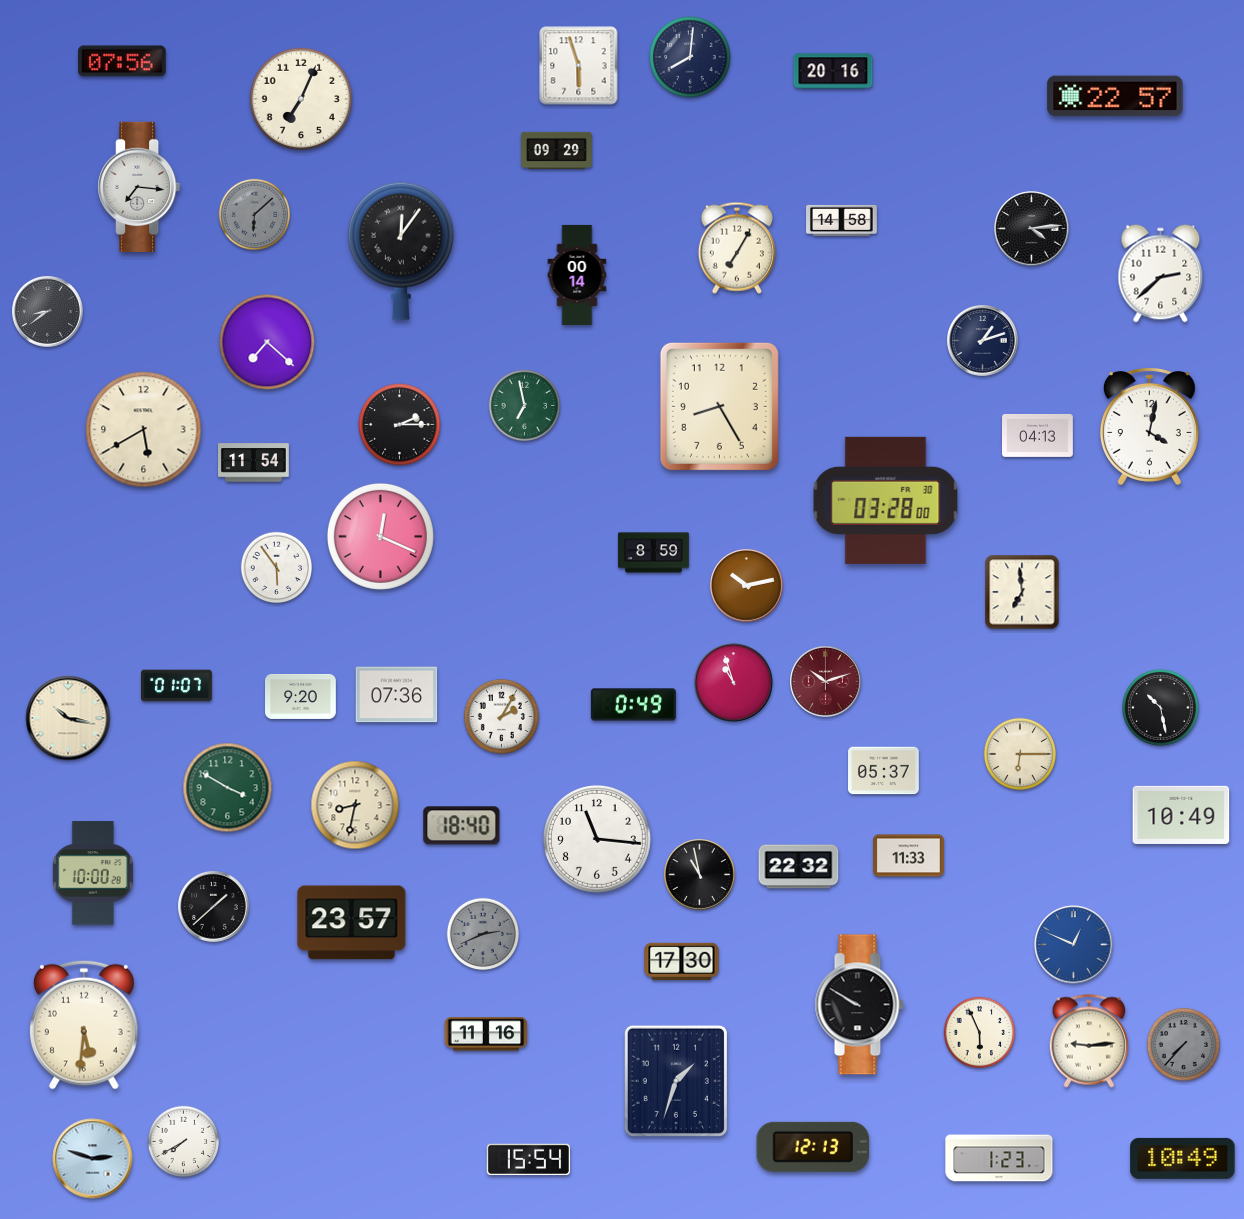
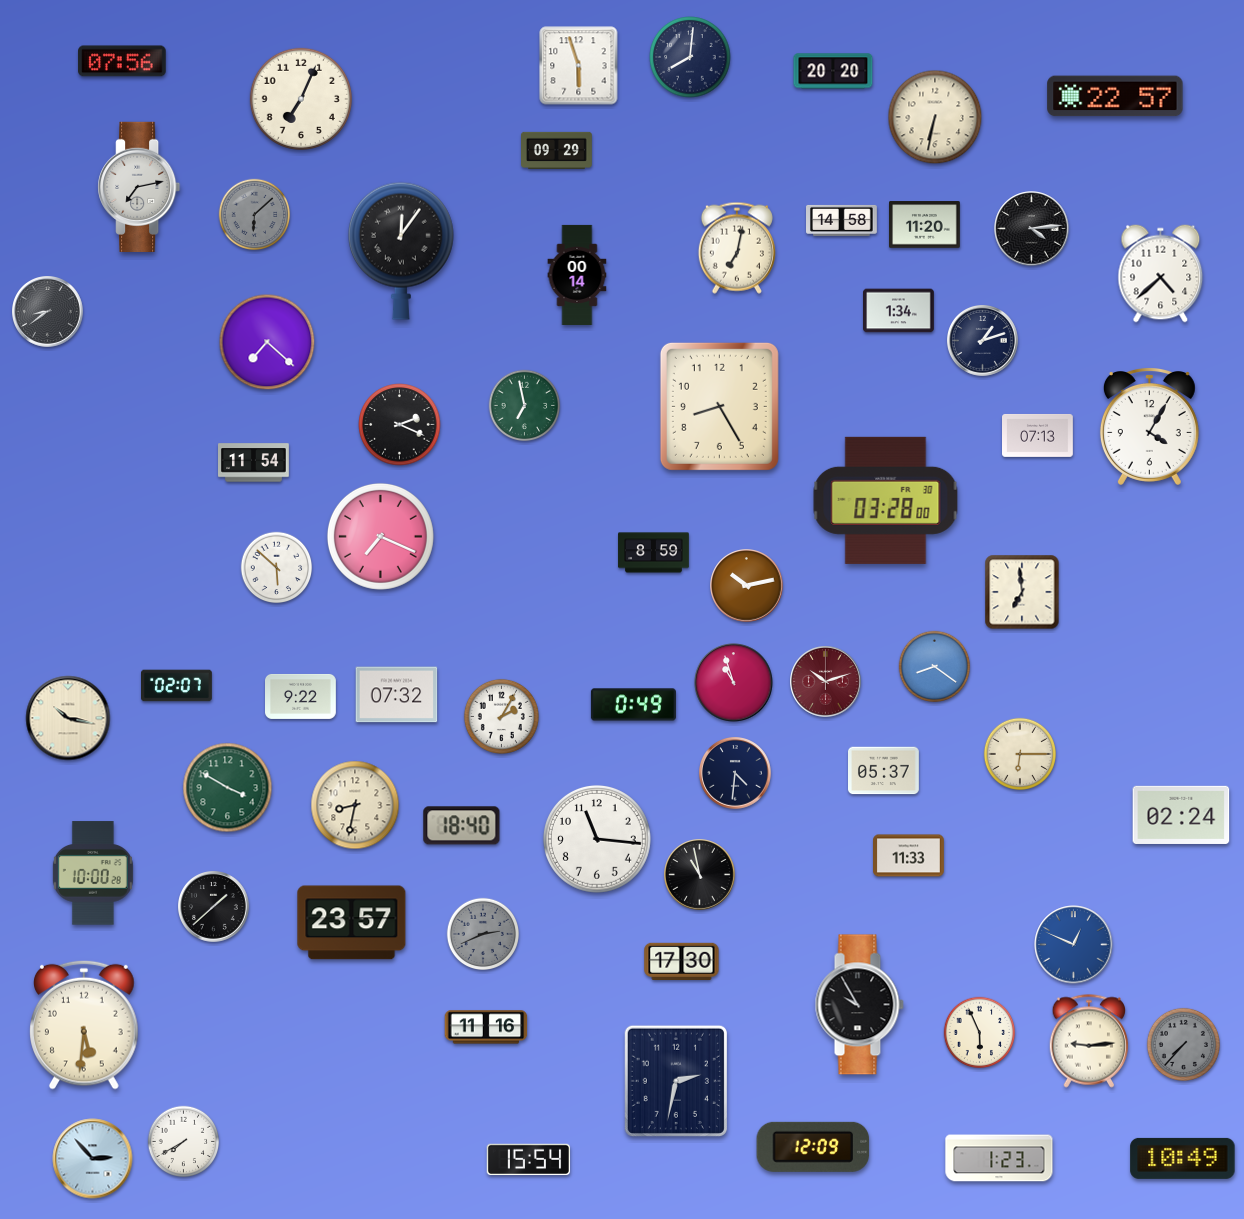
clock at (833, 71): 20:16 -> 20:20
clock at (935, 117): none -> 6:32
clock at (139, 187): 7:16 -> 7:13
clock at (925, 225): none -> 11:20
clock at (737, 248): 7:05 -> 7:02
clock at (1161, 274): 2:38 -> 4:38
clock at (899, 311): none -> 1:34
clock at (400, 425): 2:15 -> 2:19
clock at (1149, 427): 4:02 -> 4:05
clock at (144, 430): 5:40 -> none
clock at (1038, 436): 04:13 -> 07:13
clock at (380, 536): 12:19 -> 7:19
clock at (277, 568): 5:54 -> 5:52
clock at (935, 667): none -> 8:21
clock at (177, 686): 01:07 -> 02:07
clock at (397, 695): 07:36 -> 07:32
clock at (301, 696): 9:20 -> 9:22
clock at (1160, 707): 10:28 -> none
clock at (735, 773): none -> 4:31
clock at (1181, 815): 10:49 -> 02:24
clock at (799, 867): 22:32 -> none
clock at (859, 1005): 9:50 -> 9:55
clock at (486, 1034) position: (486, 1034) -> (486, 1027)
clock at (676, 1081): 1:33 -> 2:32
clock at (813, 1147): 12:13 -> 12:09
clock at (93, 1159): 2:48 -> 2:53
